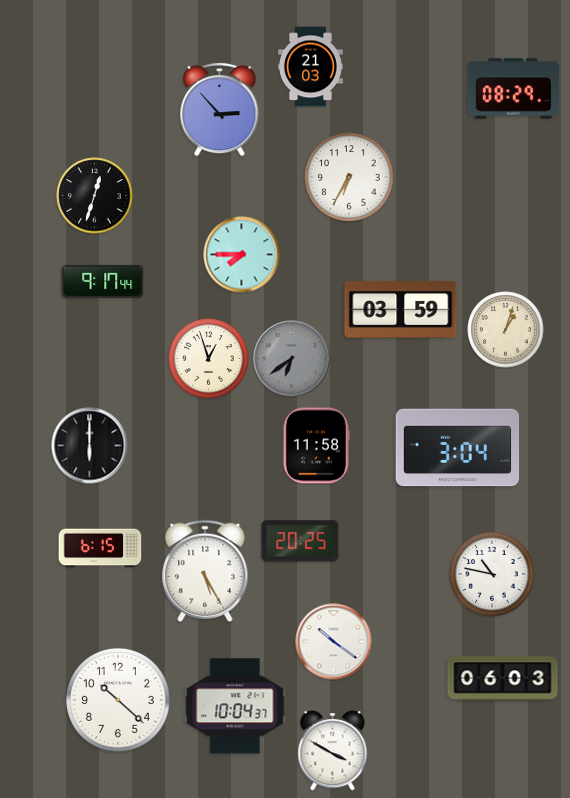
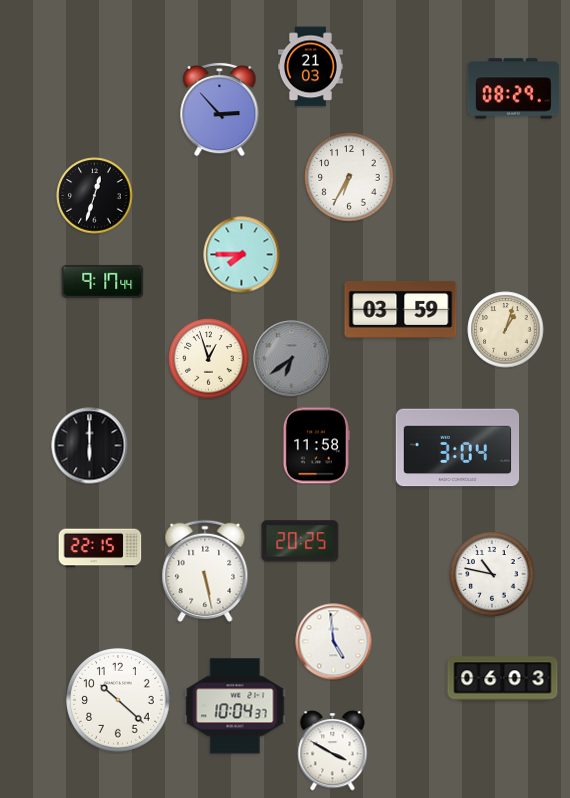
clock at (100, 548): 6:15 -> 22:15
clock at (205, 571): 5:25 -> 5:28
clock at (334, 642): 10:21 -> 4:59
